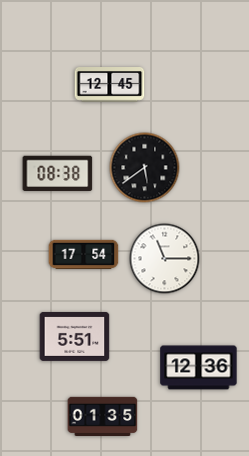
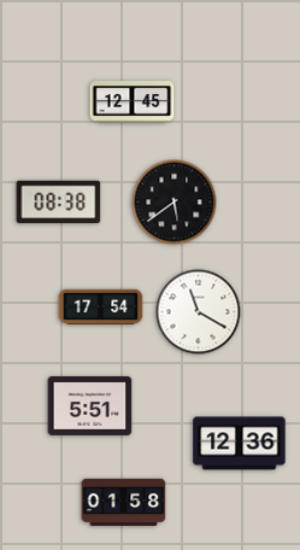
clock at (58, 173) position: (58, 173) -> (59, 201)
clock at (165, 259): 11:15 -> 11:20
clock at (103, 416): 01:35 -> 01:58
